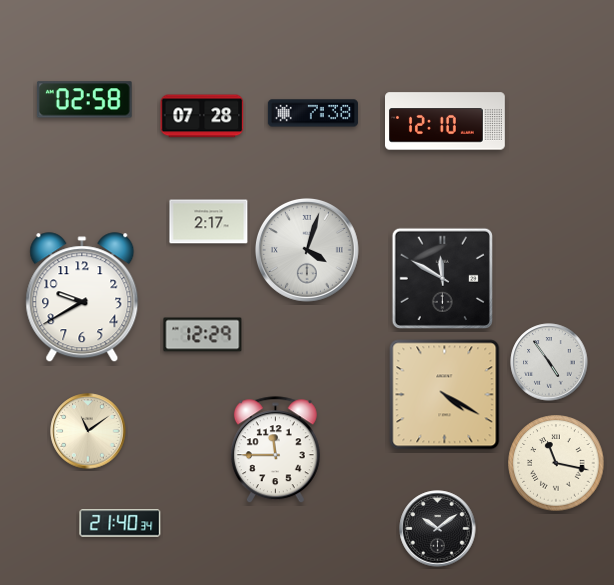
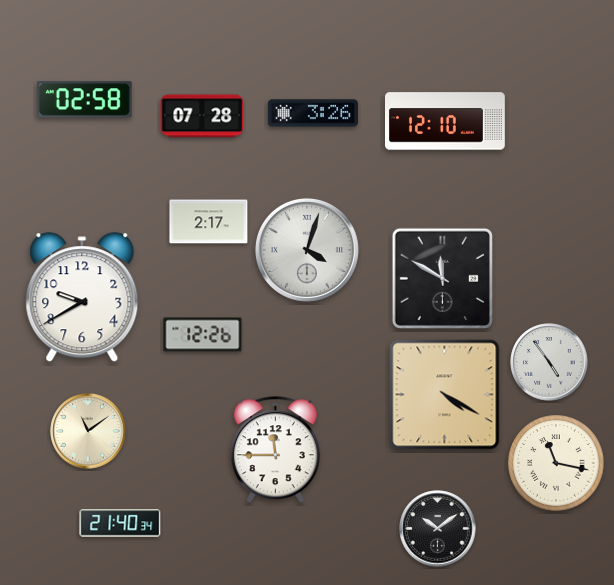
clock at (313, 113): 7:38 -> 3:26
clock at (203, 335): 12:29 -> 12:26
